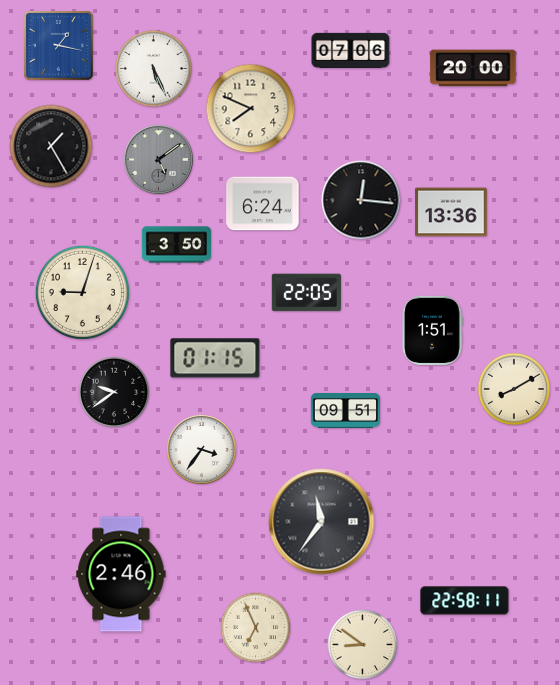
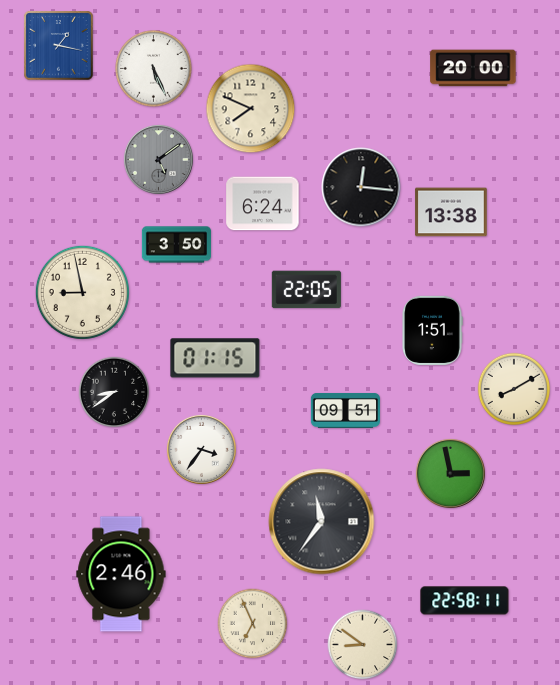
clock at (351, 50): 07:06 -> none
clock at (51, 146): 1:25 -> none
clock at (361, 200) position: (361, 200) -> (361, 187)
clock at (451, 212): 13:36 -> 13:38
clock at (82, 292): 9:03 -> 8:58
clock at (306, 293) position: (306, 293) -> (306, 290)
clock at (114, 392): 9:39 -> 8:39
clock at (450, 473): none -> 2:58
clock at (256, 628) position: (256, 628) -> (253, 624)
